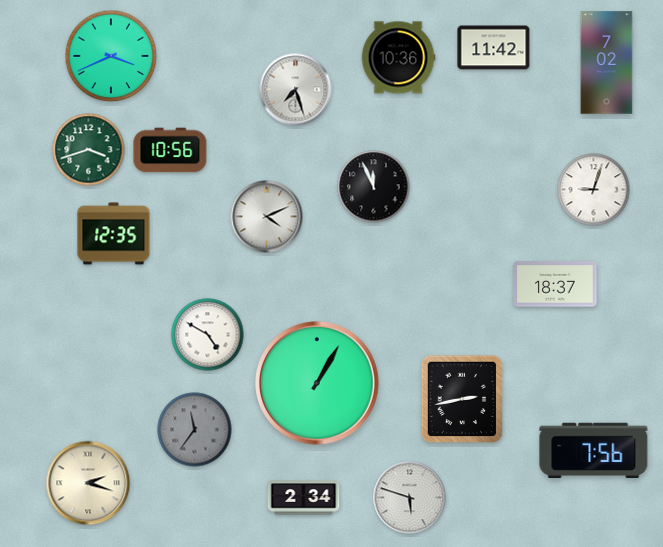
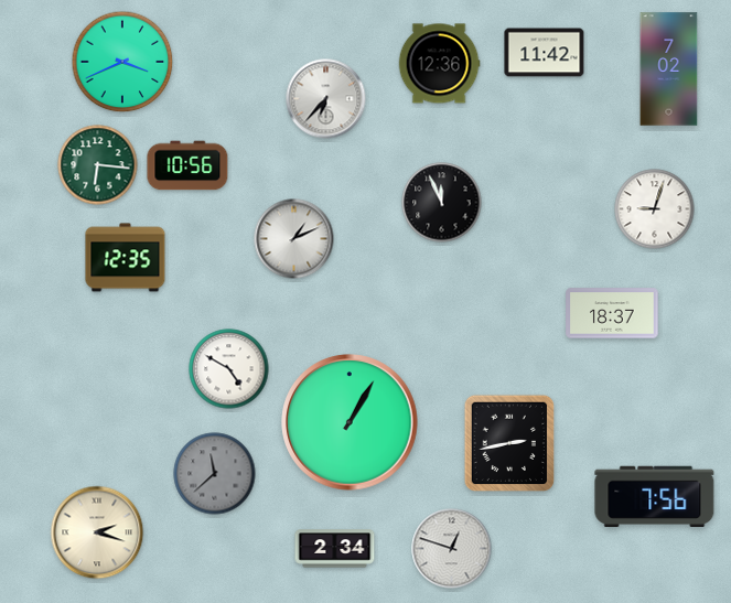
clock at (398, 58): 10:36 -> 12:36
clock at (296, 90): 7:27 -> 6:37
clock at (89, 150): 3:42 -> 6:16
clock at (374, 187) position: (374, 187) -> (442, 203)
clock at (267, 217): 4:11 -> 1:11
clock at (462, 399) position: (462, 399) -> (509, 443)
clock at (195, 430): 11:36 -> 11:38
clock at (410, 498): 5:48 -> 12:48
